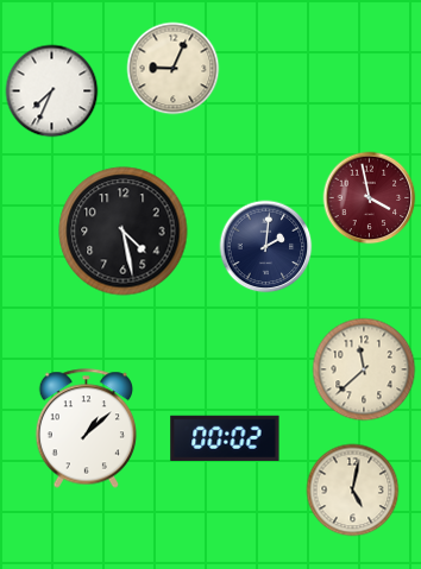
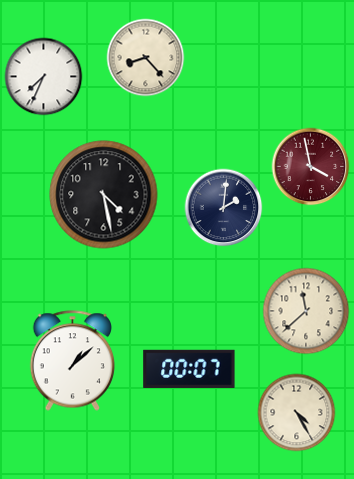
clock at (172, 68): 9:04 -> 8:23
clock at (225, 437): 00:02 -> 00:07
clock at (352, 489): 5:02 -> 4:25
